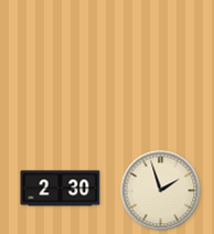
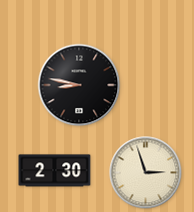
clock at (79, 85): none -> 8:47
clock at (161, 191): 1:57 -> 2:57
